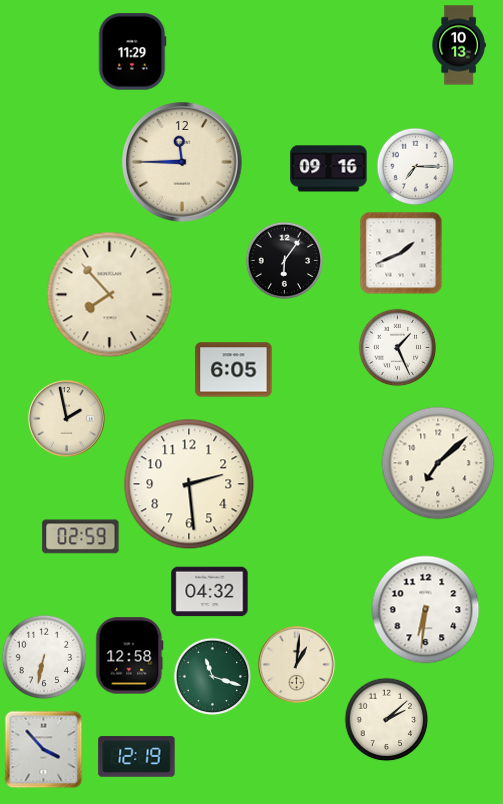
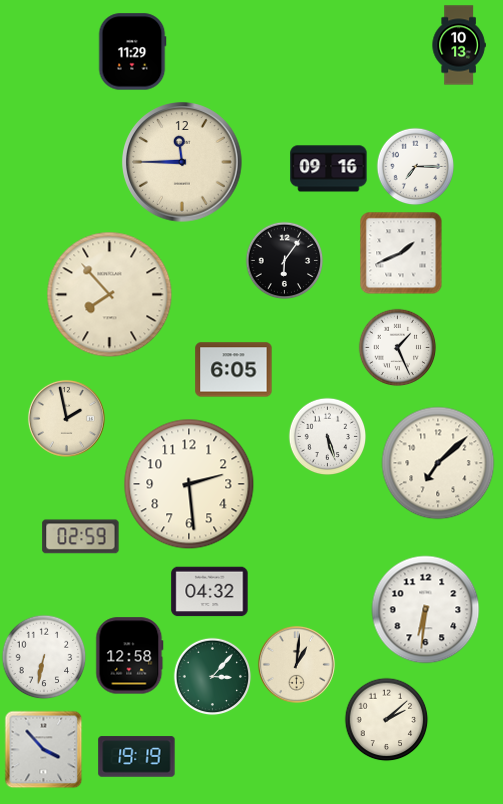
clock at (327, 436): none -> 5:27
clock at (212, 676): 11:18 -> 3:07
clock at (137, 757): 12:19 -> 19:19
